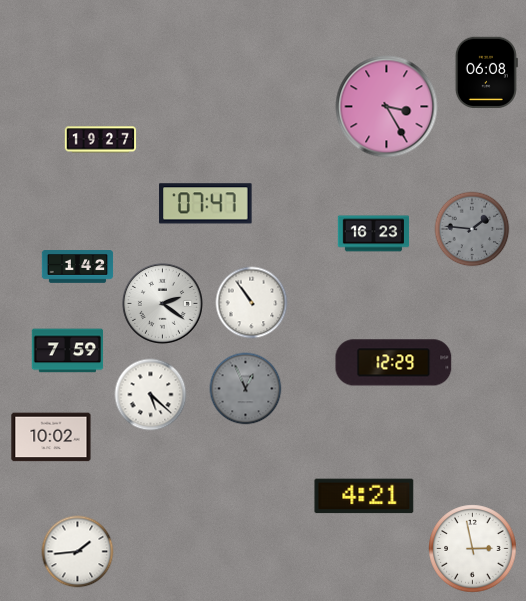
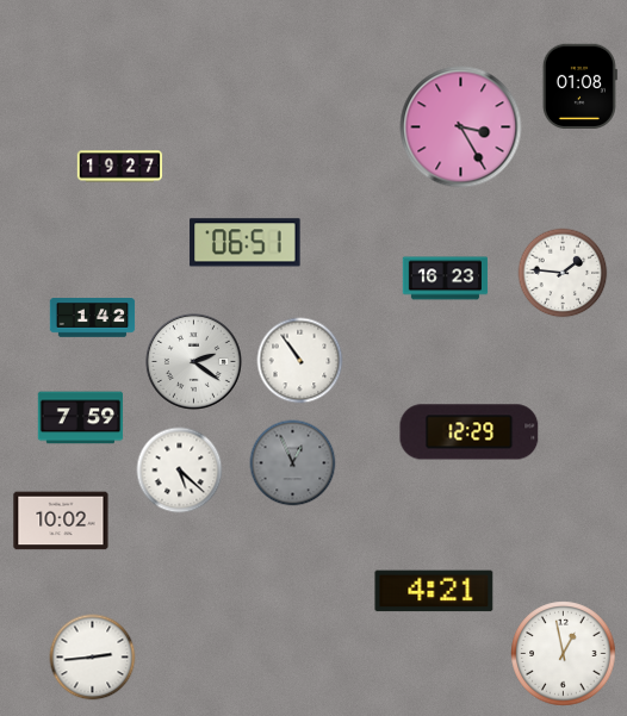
clock at (486, 72): 06:08 -> 01:08
clock at (206, 204): 07:47 -> 06:51
clock at (472, 229) dial: grey -> white
clock at (473, 549): 2:58 -> 12:58
clock at (78, 552): 1:44 -> 2:44
